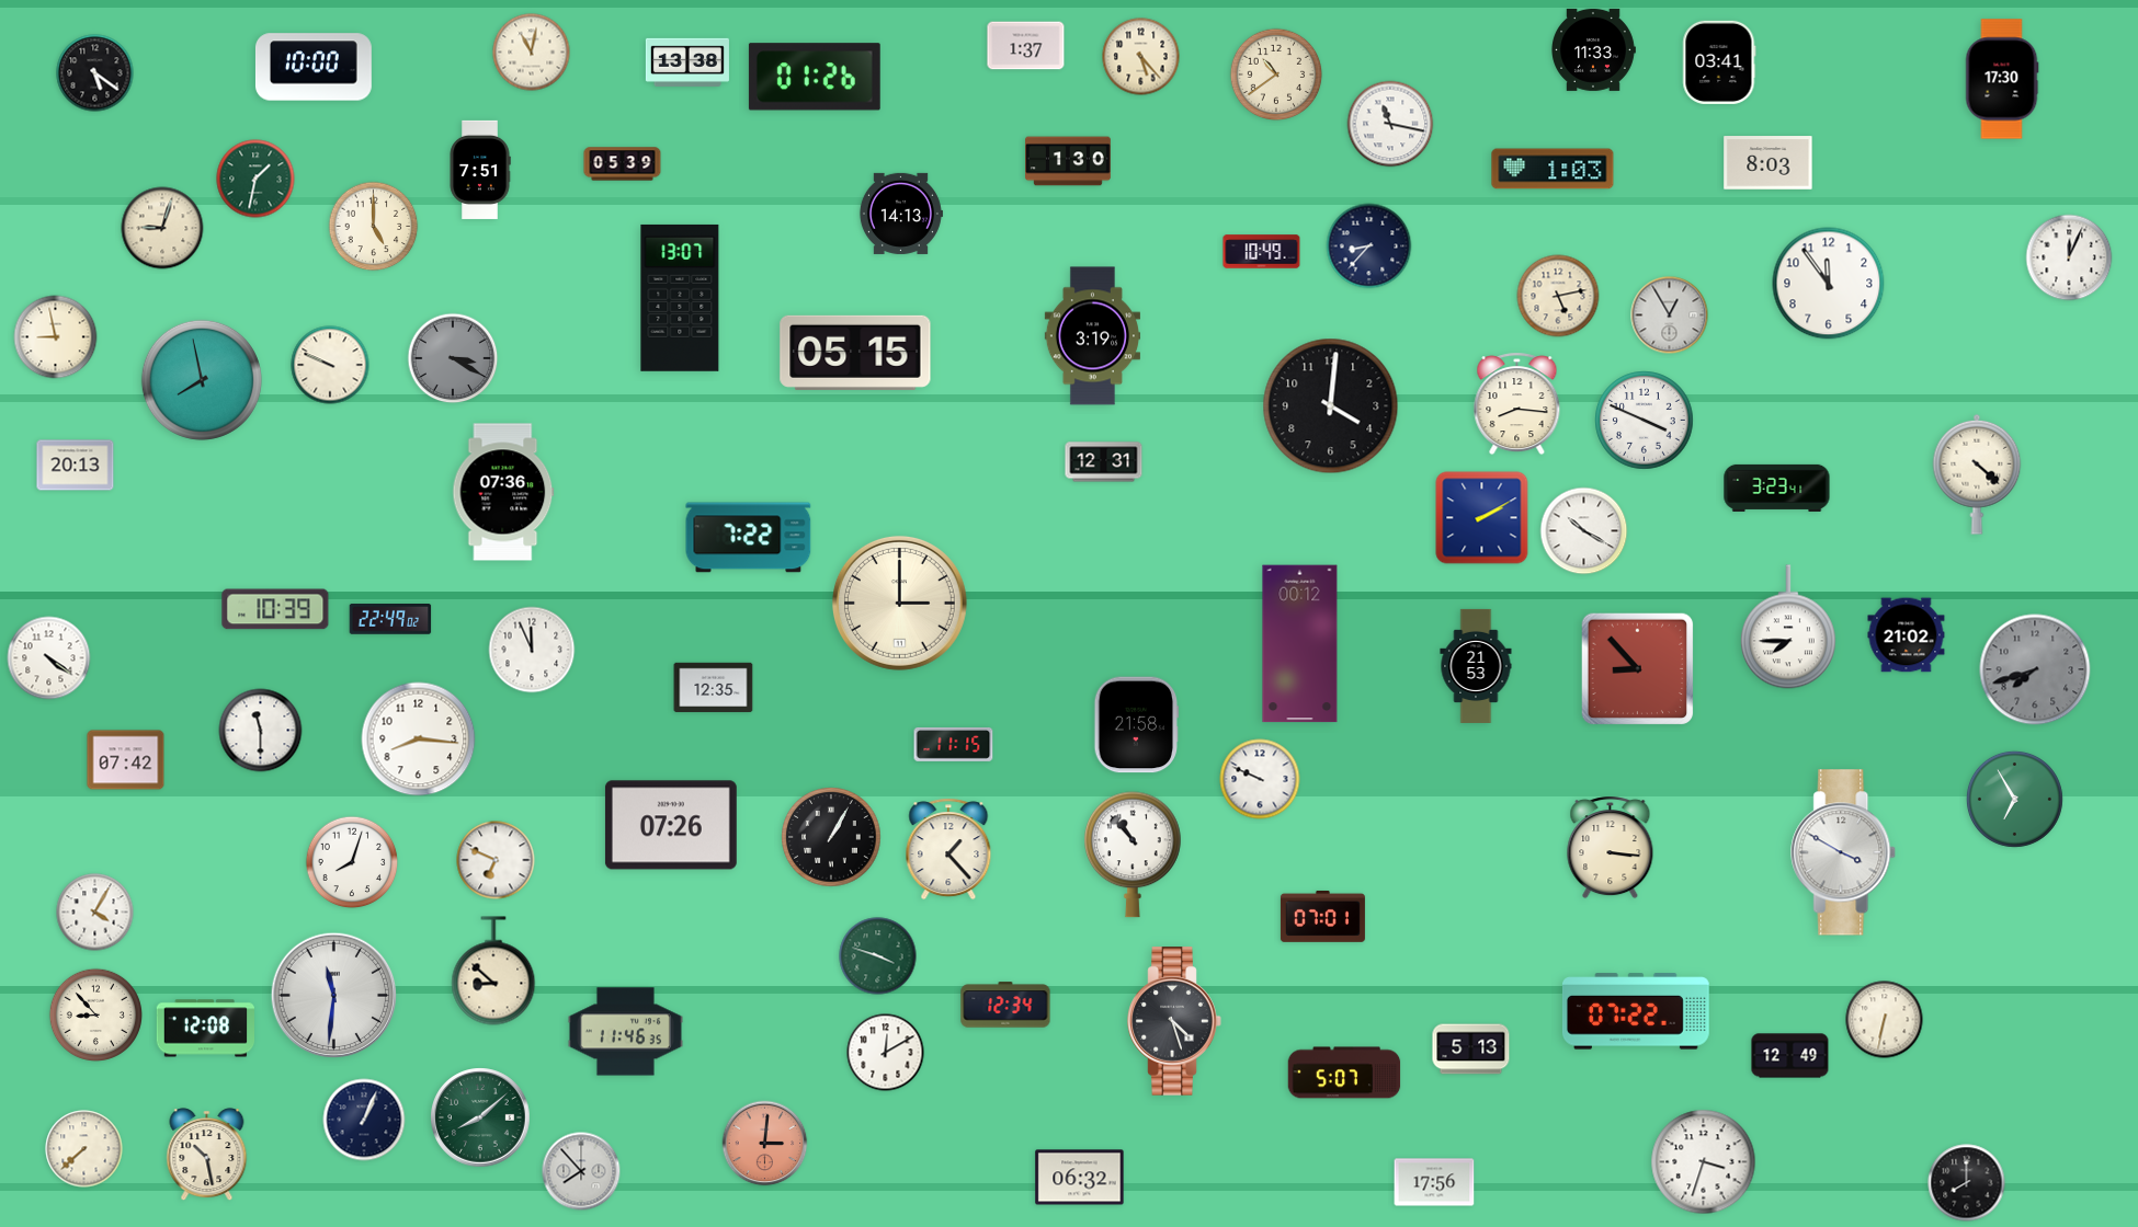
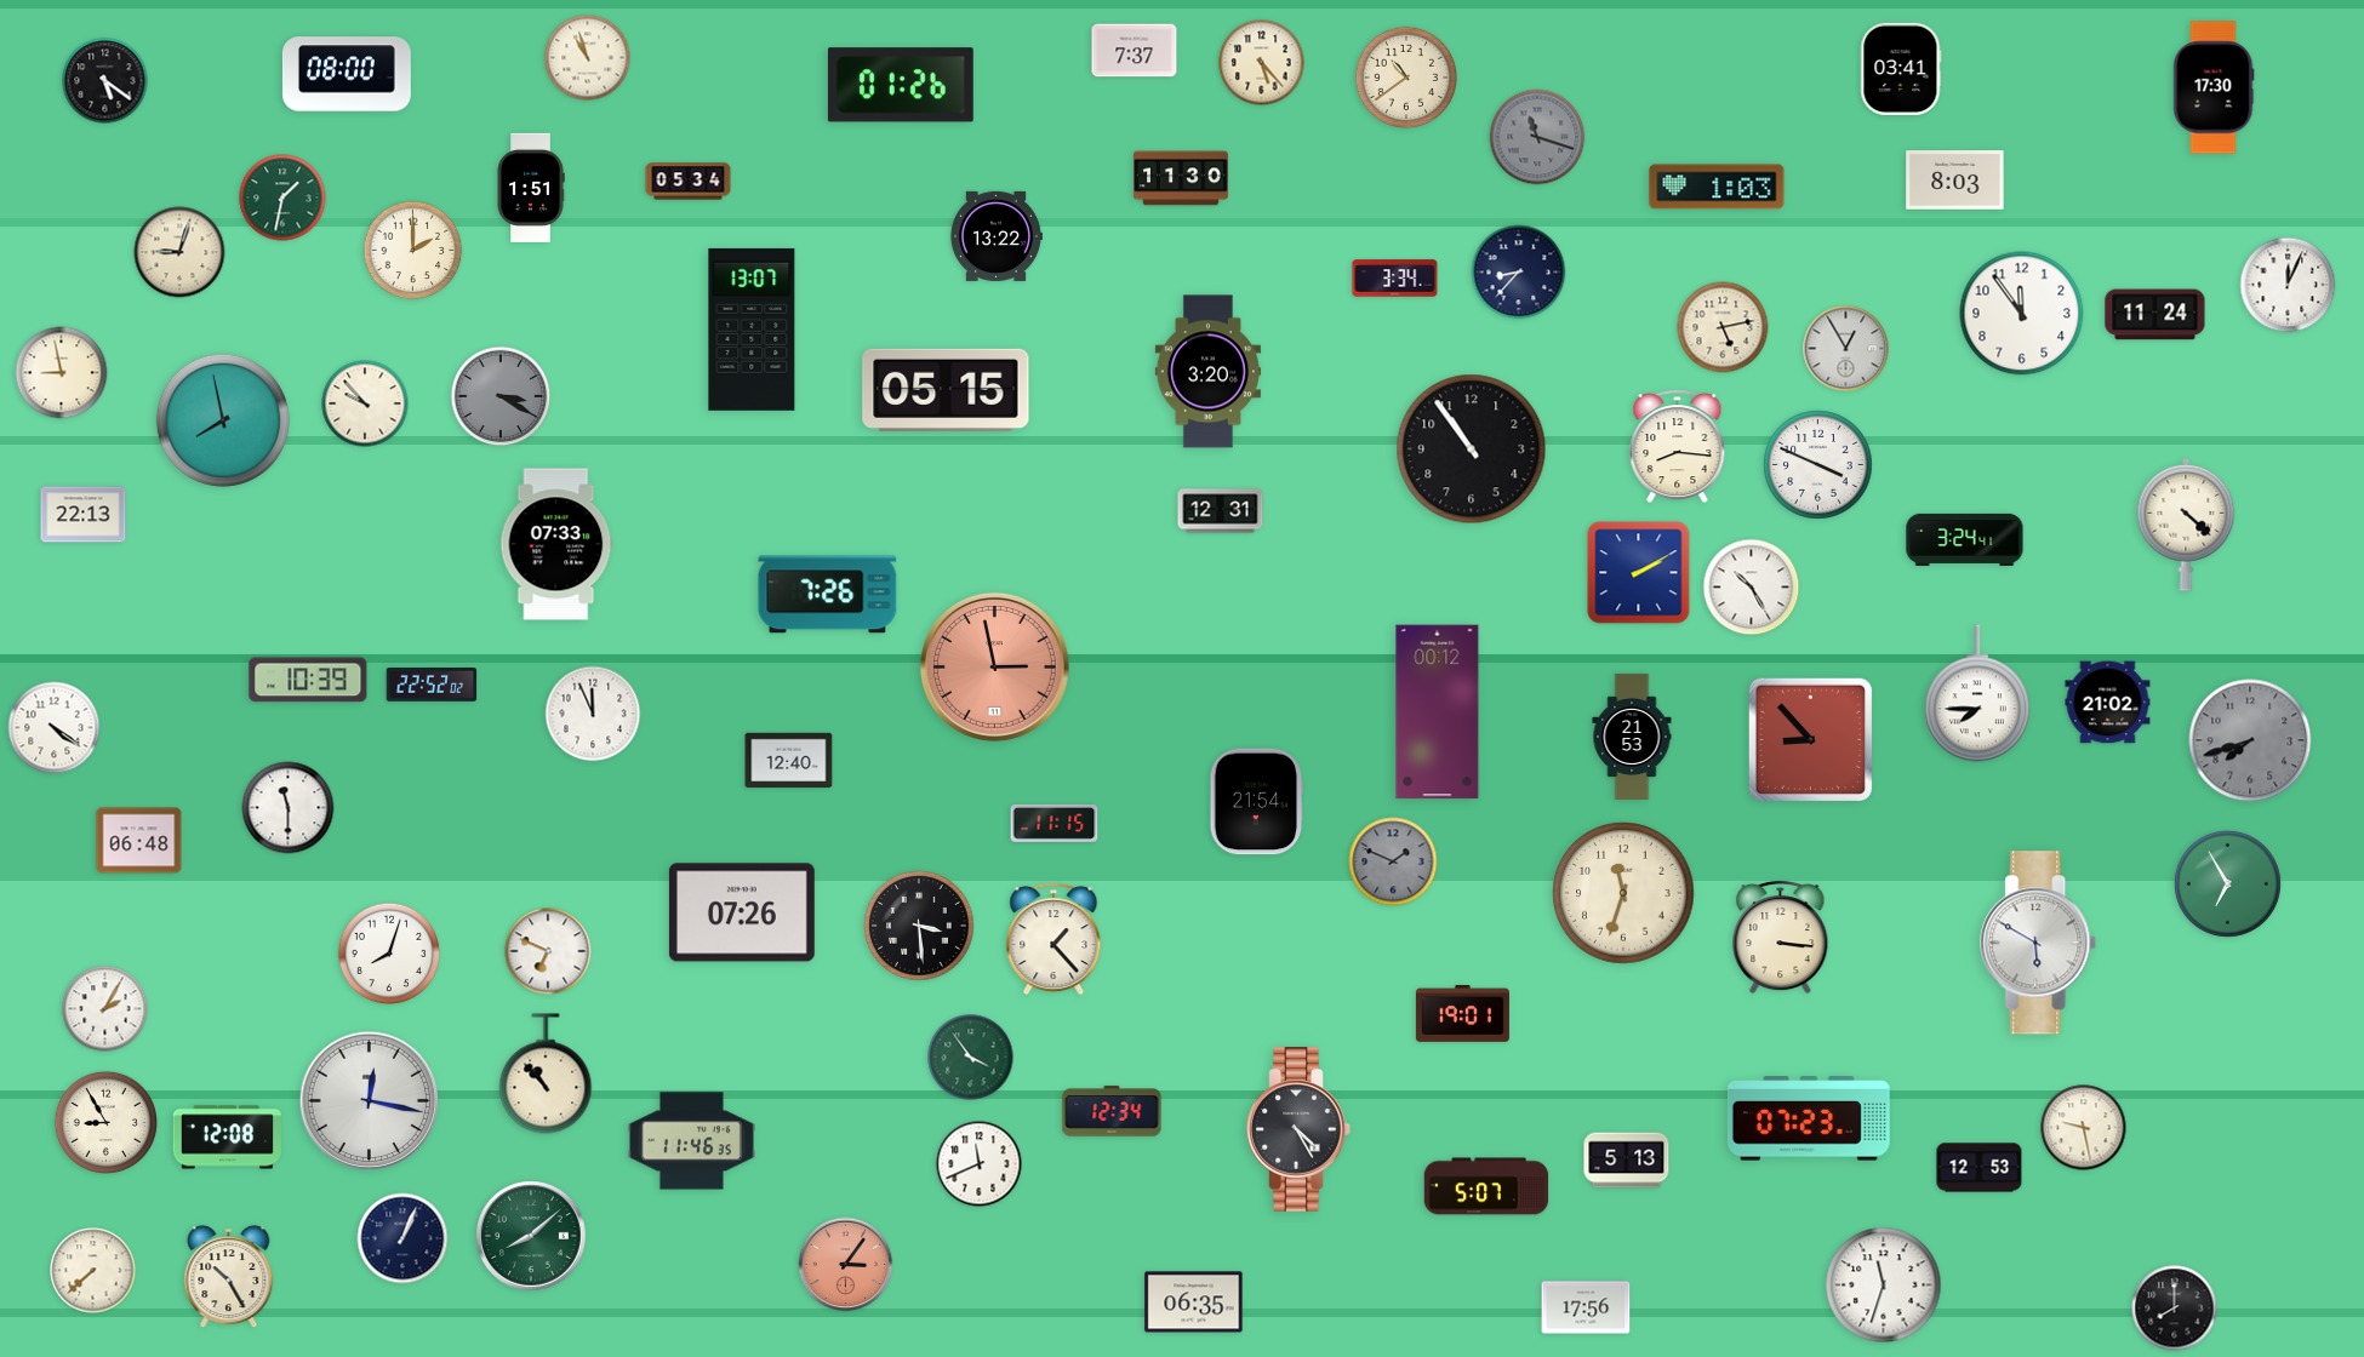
clock at (1026, 46): 1:37 -> 7:37
clock at (1594, 49): 11:33 -> none
clock at (532, 53): 11:02 -> 10:57
clock at (687, 61): 13:38 -> none
clock at (314, 67): 10:00 -> 08:00
clock at (1276, 74) position: (1276, 74) -> (1406, 78)
clock at (1390, 124): 11:17 -> 11:18
clock at (1390, 124) dial: white -> grey
clock at (1069, 161): 1:30 -> 11:30
clock at (623, 164): 05:39 -> 05:34
clock at (480, 170): 7:51 -> 1:51
clock at (900, 214): 14:13 -> 13:22
clock at (374, 227): 5:00 -> 2:00
clock at (1369, 246) position: (1369, 246) -> (1519, 273)
clock at (1262, 252): 10:49 -> 3:34
clock at (2155, 315): none -> 11:24
clock at (1092, 336): 3:19 -> 3:20
clock at (330, 365): 9:49 -> 9:53
clock at (1331, 406): 4:01 -> 10:54
clock at (76, 466): 20:13 -> 22:13
clock at (1777, 488): 3:23 -> 3:24
clock at (503, 492): 07:36 -> 07:33
clock at (1584, 531): 10:20 -> 10:25
clock at (749, 538): 7:22 -> 7:26
clock at (899, 603): 3:00 -> 2:58
clock at (899, 603) dial: cream -> salmon
clock at (275, 609) position: (275, 609) -> (308, 680)
clock at (390, 620): 22:49 -> 22:52
clock at (532, 650) position: (532, 650) -> (593, 714)
clock at (714, 688): 12:35 -> 12:40
clock at (1137, 725): 21:58 -> 21:54
clock at (419, 739): 8:16 -> none
clock at (126, 760): 07:42 -> 06:48
clock at (1260, 779): 9:49 -> 1:49
clock at (1260, 779) dial: white -> grey
clock at (1623, 893): none -> 11:33
clock at (831, 837): 1:05 -> 3:29
clock at (948, 849) position: (948, 849) -> (1053, 939)
clock at (1844, 852): 3:50 -> 5:50
clock at (1134, 855): 10:53 -> none
clock at (95, 913): 4:05 -> 2:05
clock at (1322, 916): 07:01 -> 19:01
clock at (878, 956): 3:48 -> 3:54
clock at (493, 971): 8:52 -> 10:53
clock at (334, 996): 11:31 -> 12:17
clock at (1636, 1011): 07:22 -> 07:23
clock at (95, 1014): 8:53 -> 8:55
clock at (1885, 1020): 6:32 -> 9:28
clock at (1174, 1021): 4:27 -> 4:25
clock at (886, 1053): 12:10 -> 11:41
clock at (1790, 1056): 12:49 -> 12:53
clock at (765, 1144): 3:01 -> 3:06
clock at (207, 1155): 10:28 -> 10:25
clock at (1704, 1162): 3:33 -> 11:33
clock at (581, 1171): 7:53 -> none
clock at (1080, 1178): 06:32 -> 06:35
